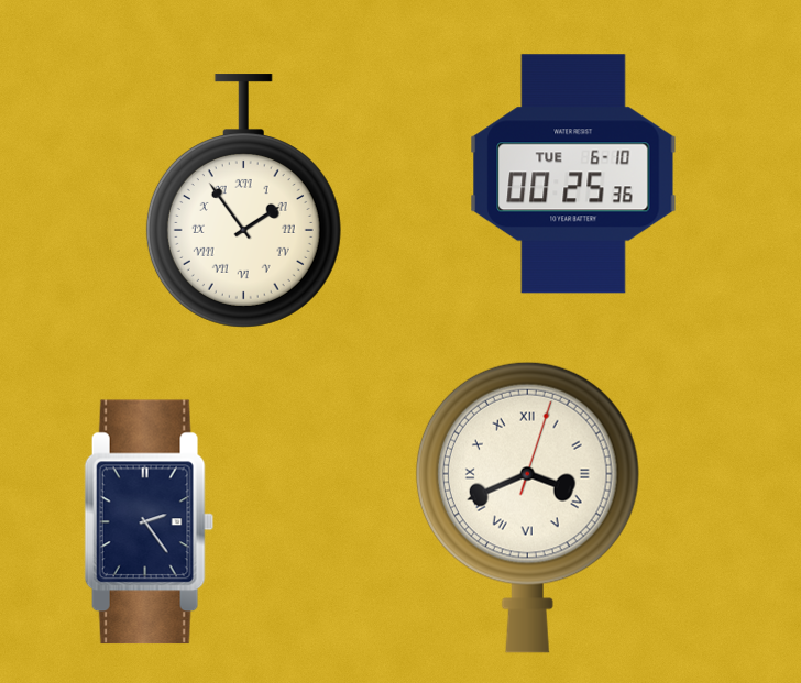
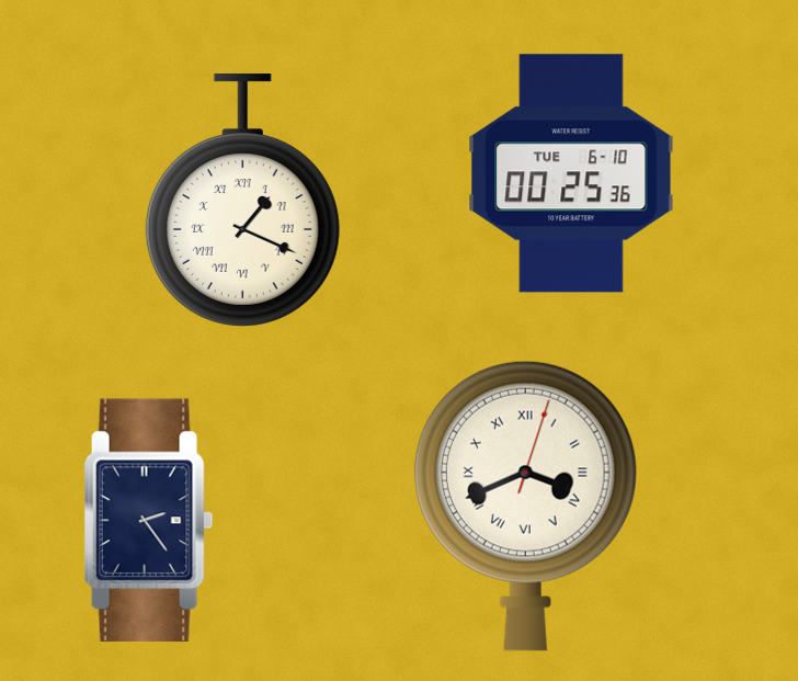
clock at (243, 201): 1:54 -> 1:19
